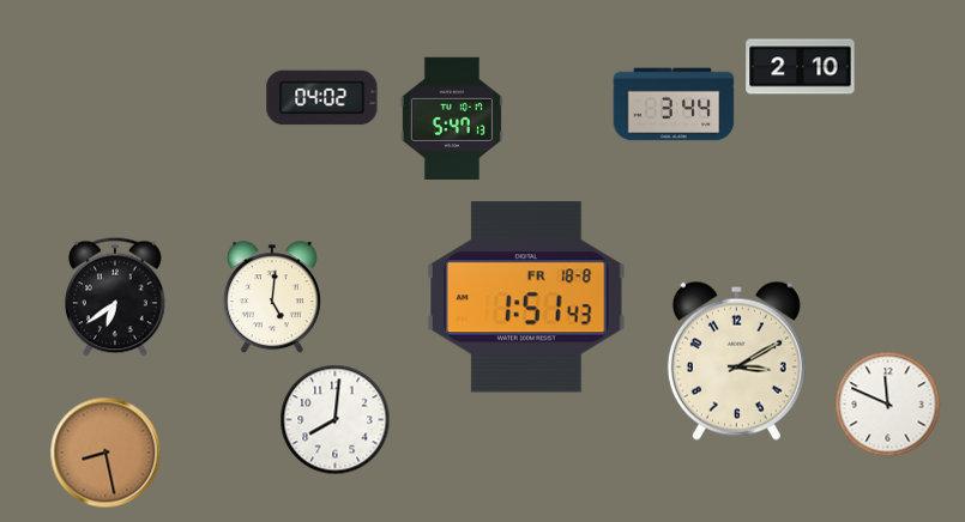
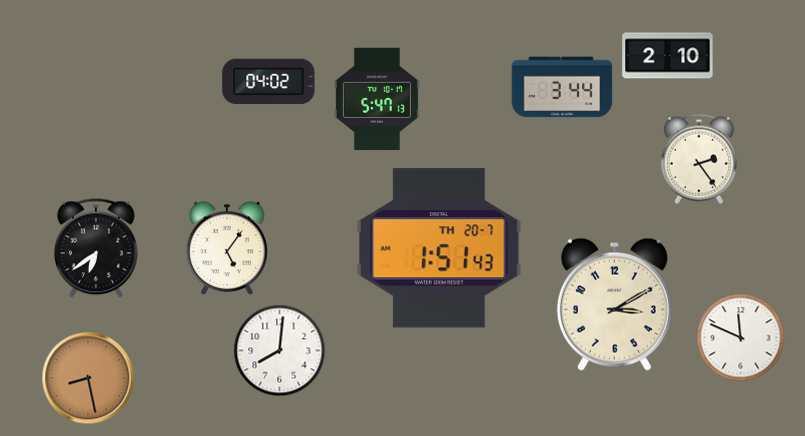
clock at (699, 159): none -> 2:24
clock at (527, 297) date: FR 18-8 -> TH 20-7
clock at (272, 298): 5:01 -> 5:06
clock at (736, 360) position: (736, 360) -> (614, 304)
